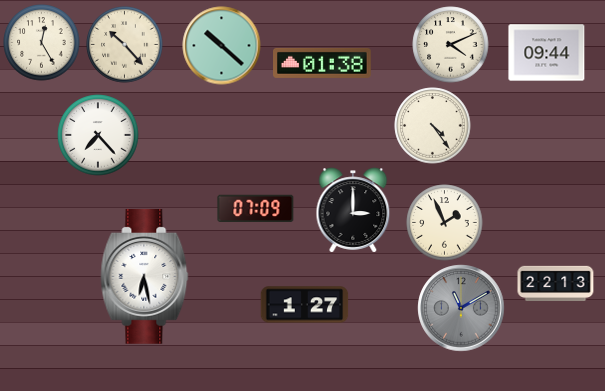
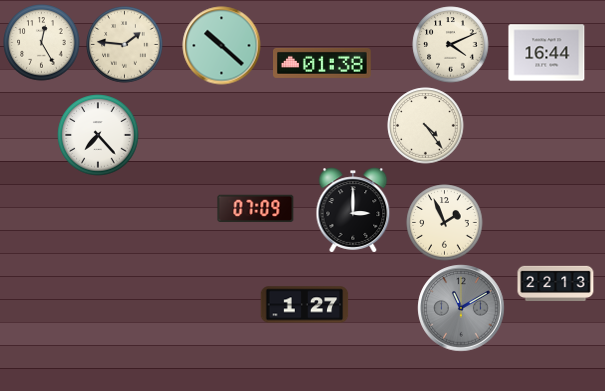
clock at (125, 45): 10:23 -> 1:46
clock at (547, 53): 09:44 -> 16:44
clock at (433, 126) position: (433, 126) -> (426, 126)
clock at (145, 276): 6:28 -> none
